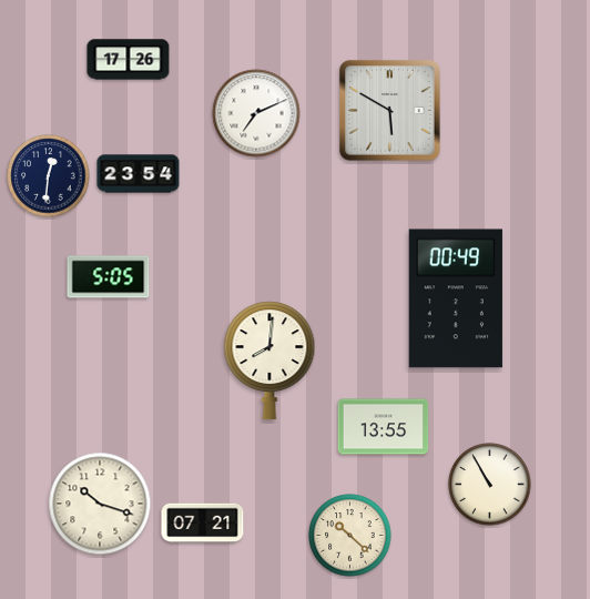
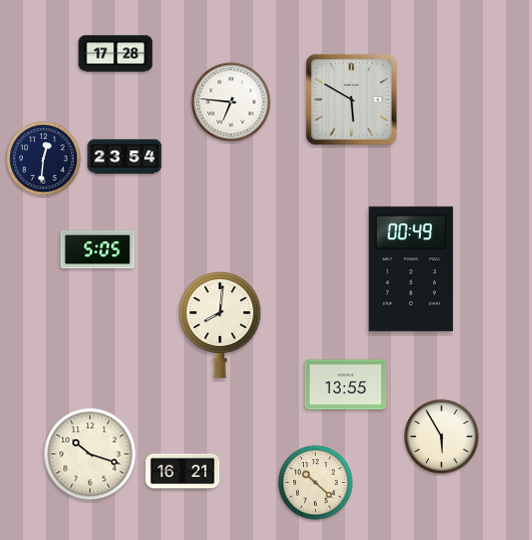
clock at (129, 60): 17:26 -> 17:28
clock at (256, 113): 7:11 -> 6:46
clock at (269, 361) position: (269, 361) -> (220, 325)
clock at (490, 485): 10:55 -> 5:55
clock at (203, 524): 07:21 -> 16:21
